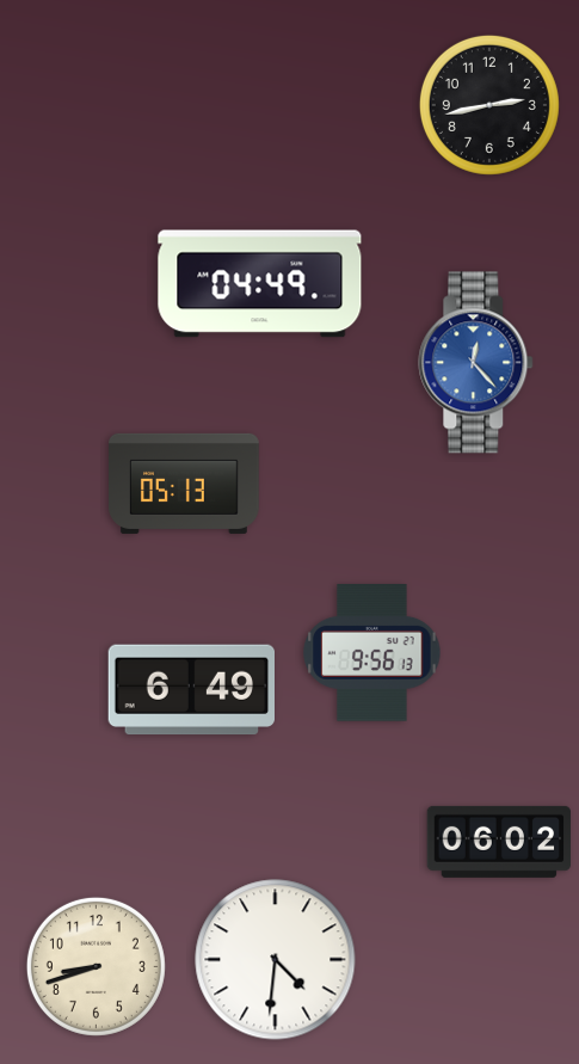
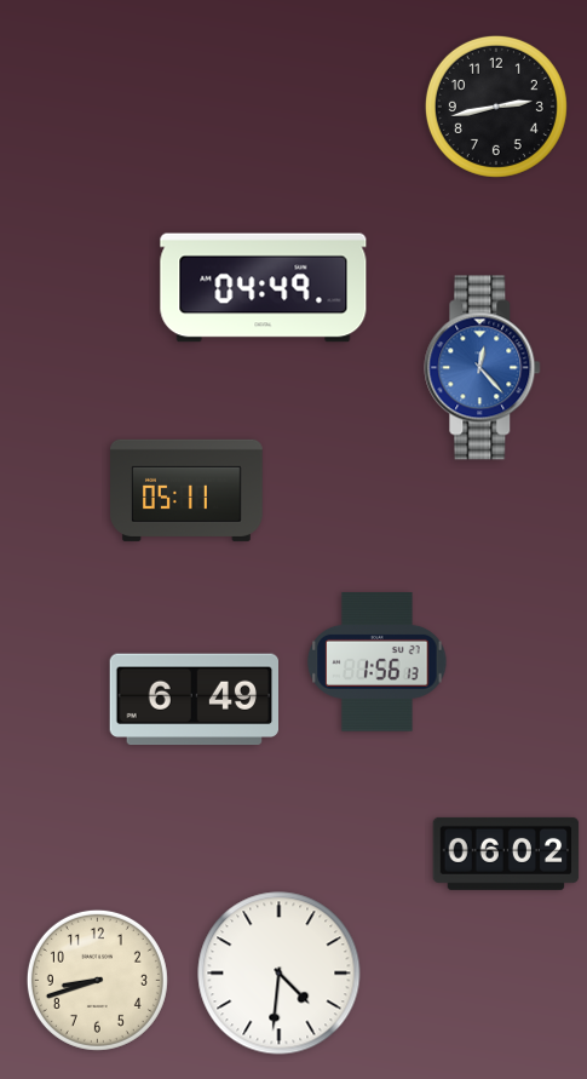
clock at (184, 484): 05:13 -> 05:11
clock at (372, 653): 9:56 -> 1:56
